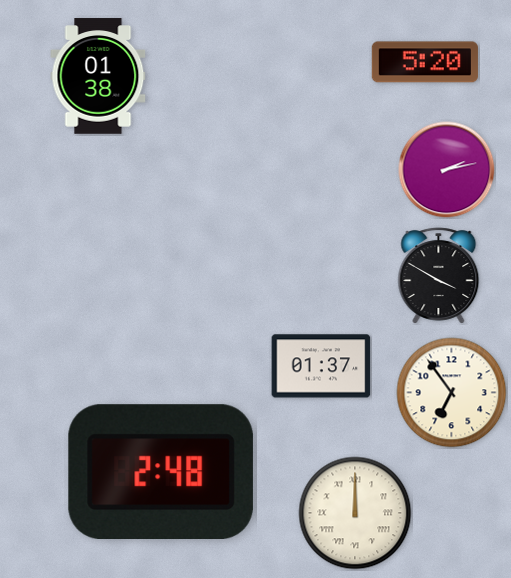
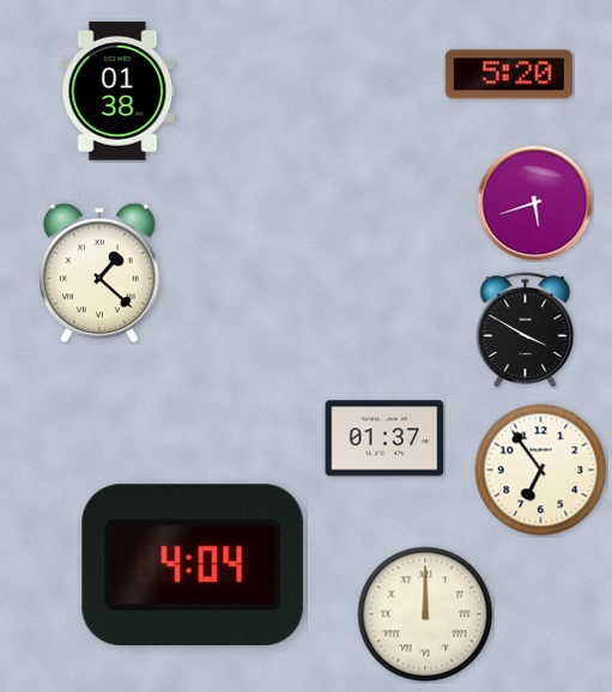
clock at (447, 170): 2:13 -> 5:42
clock at (99, 273): none -> 1:22
clock at (161, 471): 2:48 -> 4:04
